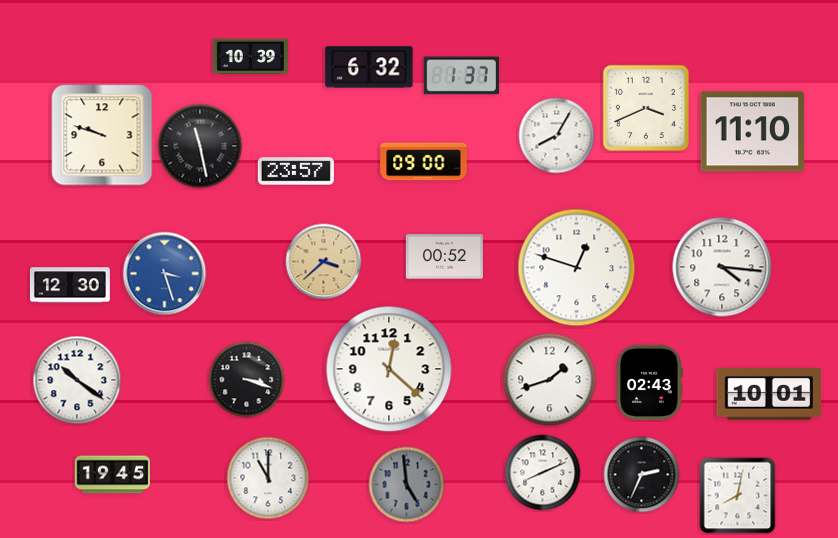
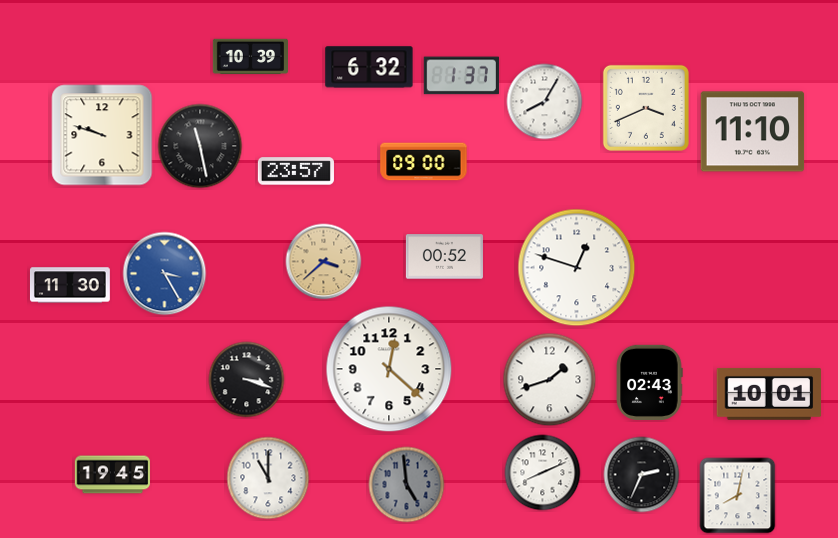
clock at (557, 136) position: (557, 136) -> (545, 102)
clock at (722, 267): 4:16 -> none
clock at (165, 274): 3:27 -> 3:25
clock at (70, 285): 12:30 -> 11:30
clock at (77, 380): 10:21 -> none
